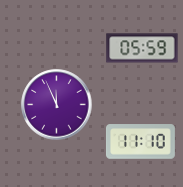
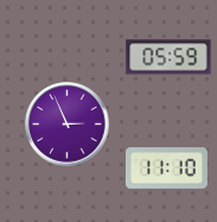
clock at (57, 105): 11:56 -> 2:56
